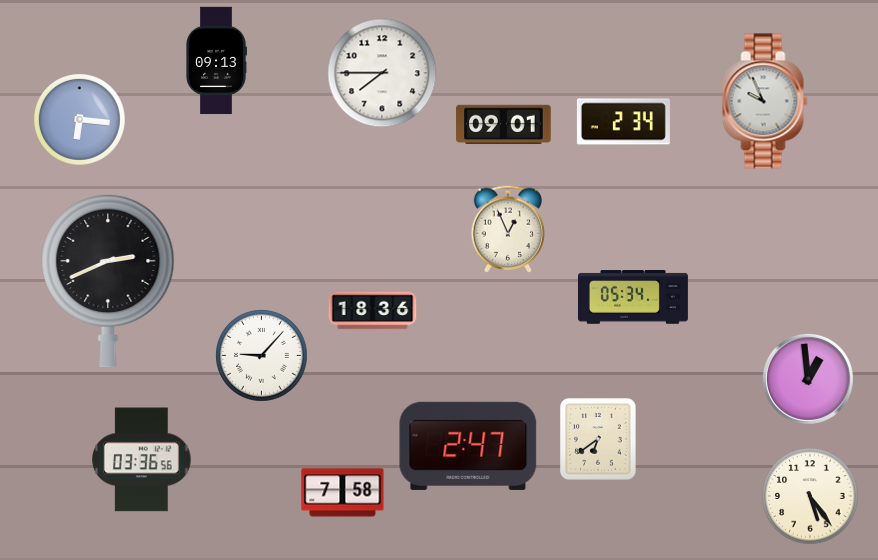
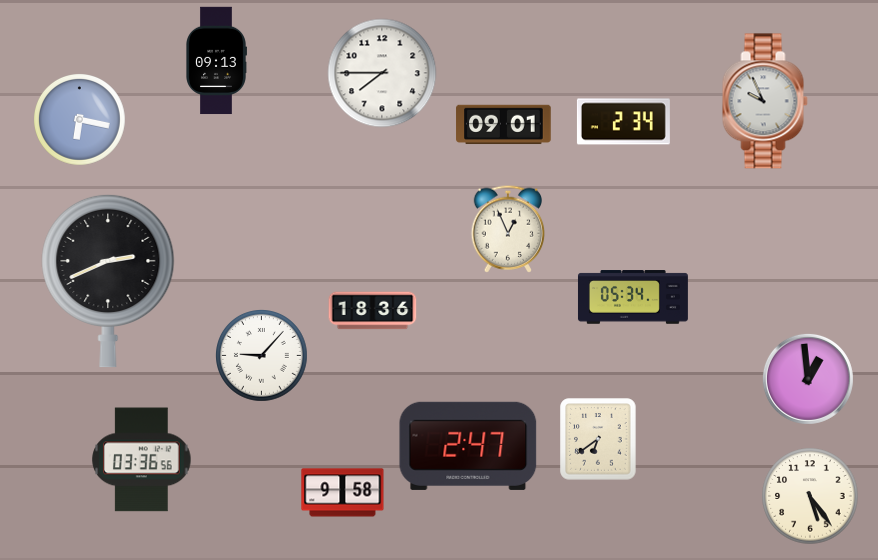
clock at (80, 120): 6:16 -> 6:17
clock at (343, 493): 7:58 -> 9:58
